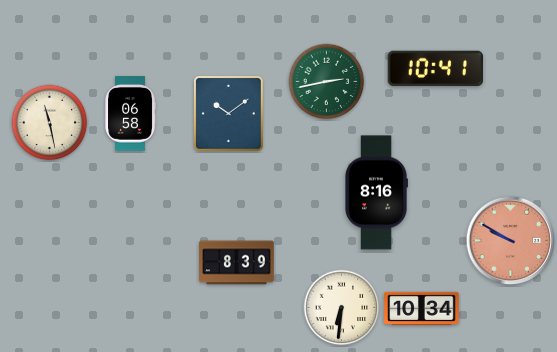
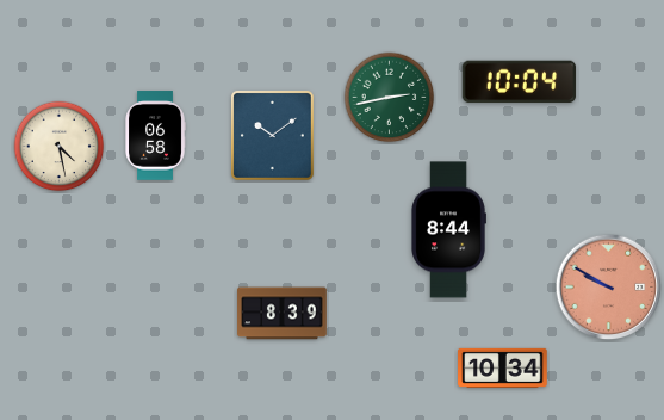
clock at (436, 69): 10:41 -> 10:04
clock at (50, 123): 11:28 -> 4:28
clock at (376, 193): 8:16 -> 8:44
clock at (342, 308): 6:31 -> none
